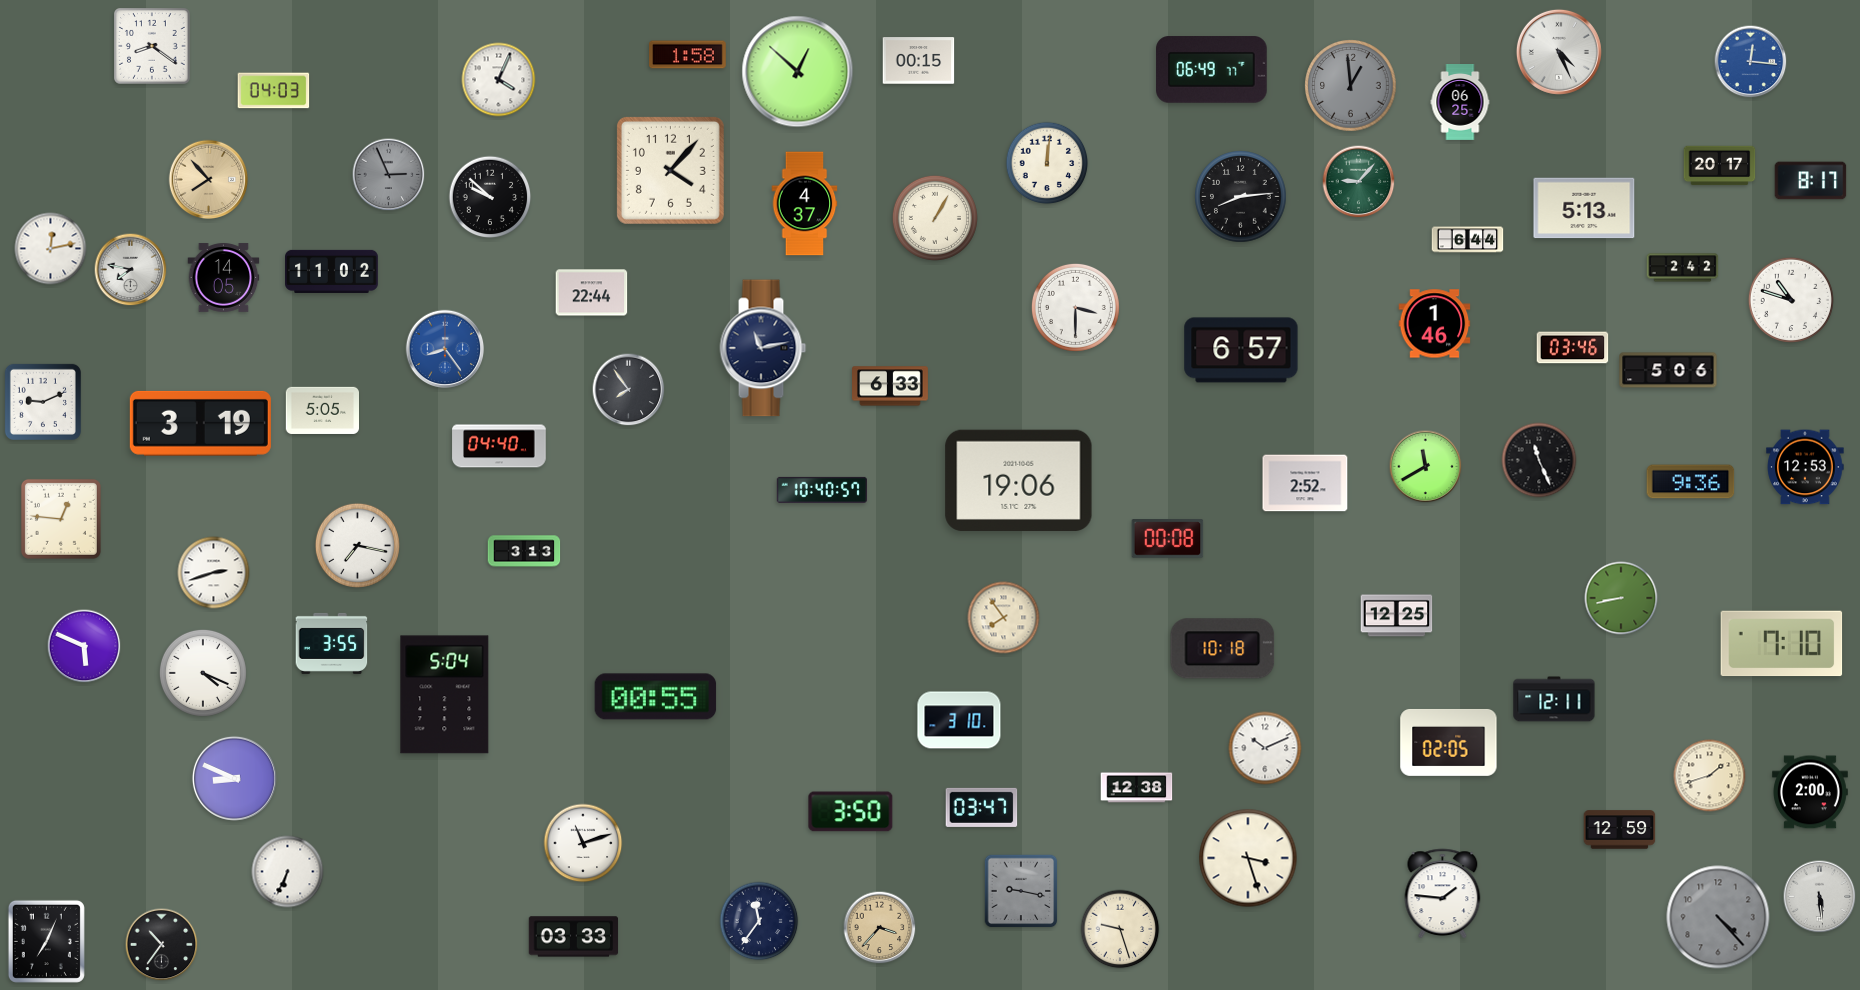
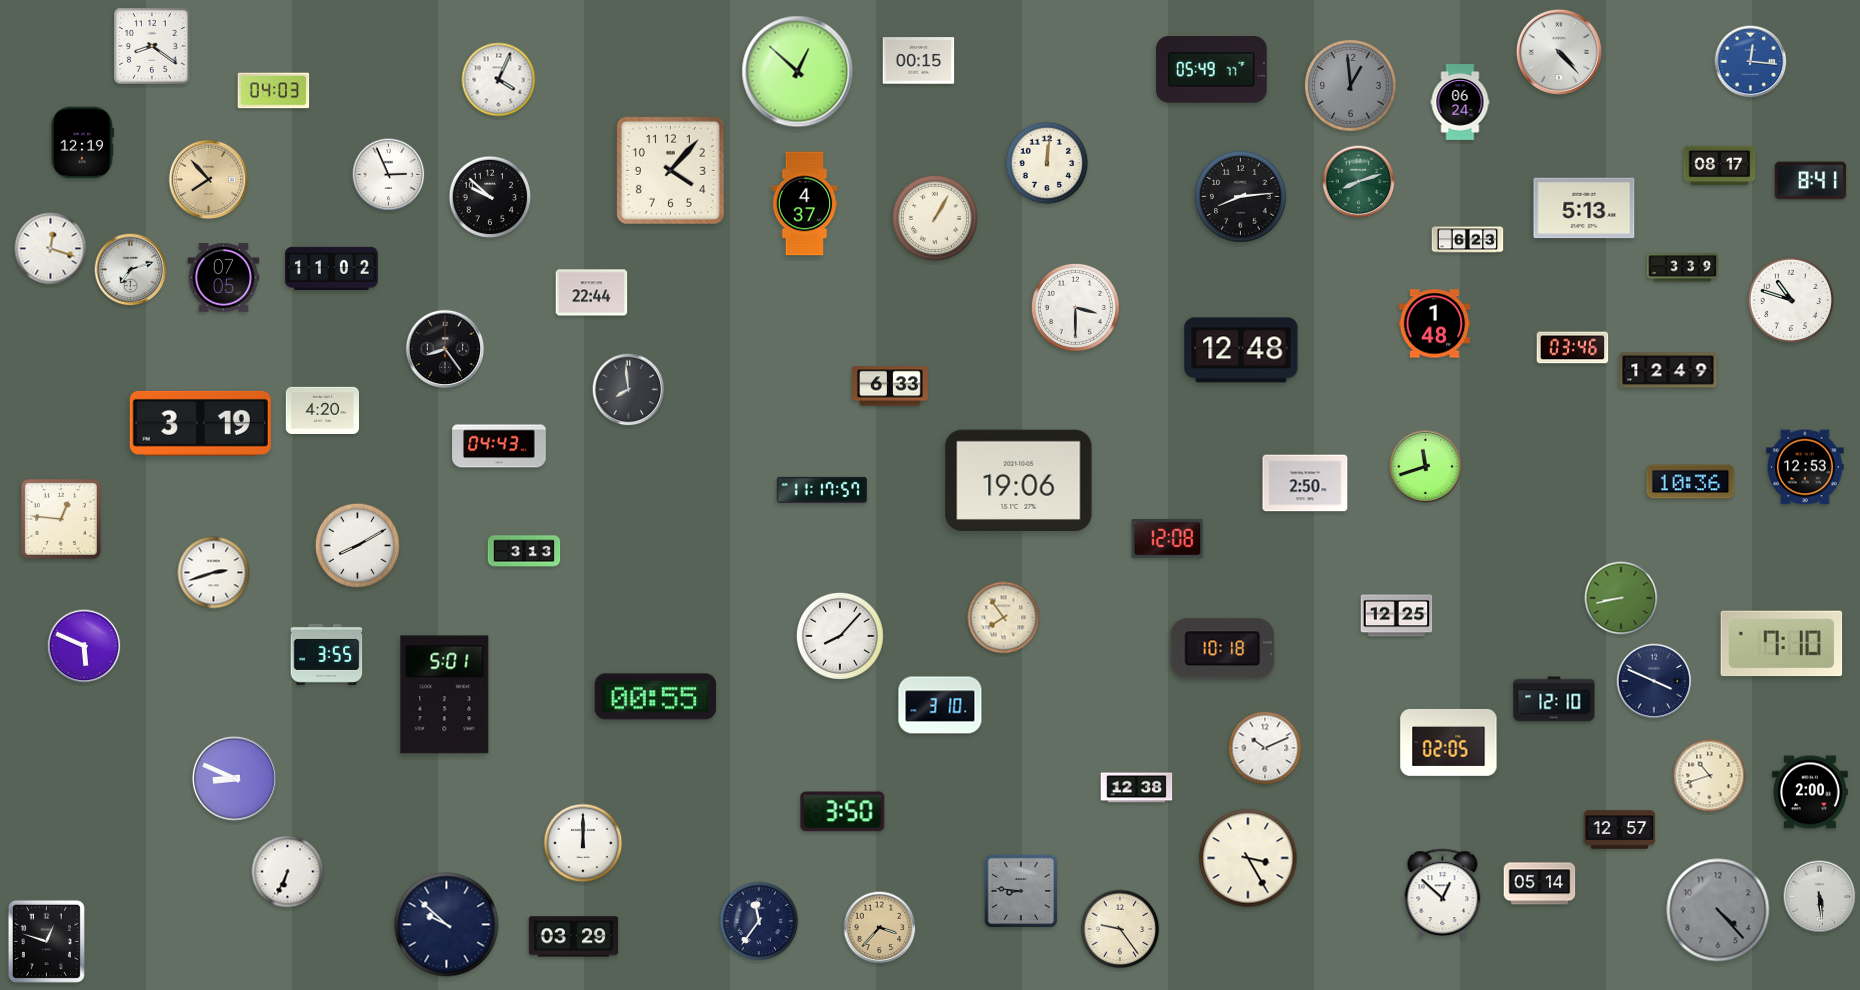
clock at (1559, 52): 4:26 -> 4:23
clock at (688, 55): 1:58 -> none
clock at (1212, 70): 06:49 -> 05:49
clock at (1460, 103): 06:25 -> 06:24
clock at (82, 143): none -> 12:19
clock at (1720, 166): 20:17 -> 08:17
clock at (389, 175) dial: grey -> white
clock at (1811, 181): 8:17 -> 8:41
clock at (1359, 182): 9:07 -> 8:12
clock at (1468, 240): 6:44 -> 6:23
clock at (51, 249): 12:13 -> 12:18
clock at (1683, 268): 2:42 -> 3:39
clock at (131, 270): 7:47 -> 7:12
clock at (332, 271) position: (332, 271) -> (332, 268)
clock at (224, 278): 14:05 -> 07:05
clock at (1435, 324): 1:46 -> 1:48
clock at (763, 348): 11:13 -> none
clock at (445, 349) dial: blue -> black
clock at (1241, 350): 6:57 -> 12:48
clock at (1668, 370): 5:06 -> 12:49
clock at (629, 390): 7:54 -> 7:59
clock at (43, 402): 9:11 -> none
clock at (322, 410): 5:05 -> 4:20
clock at (499, 446): 04:40 -> 04:43
clock at (1539, 460): 11:26 -> none
clock at (1426, 467): 11:40 -> 11:42
clock at (1691, 482): 9:36 -> 10:36
clock at (1305, 483): 2:52 -> 2:50
clock at (822, 490): 10:40 -> 11:17
clock at (1168, 539): 00:08 -> 12:08
clock at (357, 545): 7:17 -> 8:10
clock at (840, 636): none -> 8:07
clock at (332, 643) position: (332, 643) -> (327, 654)
clock at (203, 673): 4:19 -> none
clock at (1654, 681): none -> 3:49
clock at (445, 695): 5:04 -> 5:01
clock at (1554, 699): 12:11 -> 12:10
clock at (959, 720) position: (959, 720) -> (940, 705)
clock at (1710, 776): 1:42 -> 10:42
clock at (982, 807): 03:47 -> none
clock at (851, 812) position: (851, 812) -> (843, 812)
clock at (1620, 830): 12:59 -> 12:57
clock at (583, 843): 11:12 -> 12:00
clock at (1248, 858): 3:27 -> 3:25
clock at (1540, 884): none -> 05:14
clock at (1021, 891): 9:17 -> 8:46
clock at (1443, 894): 1:46 -> 12:52
clock at (1718, 917) position: (1718, 917) -> (1718, 910)
clock at (447, 925): none -> 9:52
clock at (1120, 929): 9:27 -> 9:24
clock at (574, 937): 03:33 -> 03:29
clock at (46, 941): 7:04 -> 12:48
clock at (162, 945): 10:36 -> none
